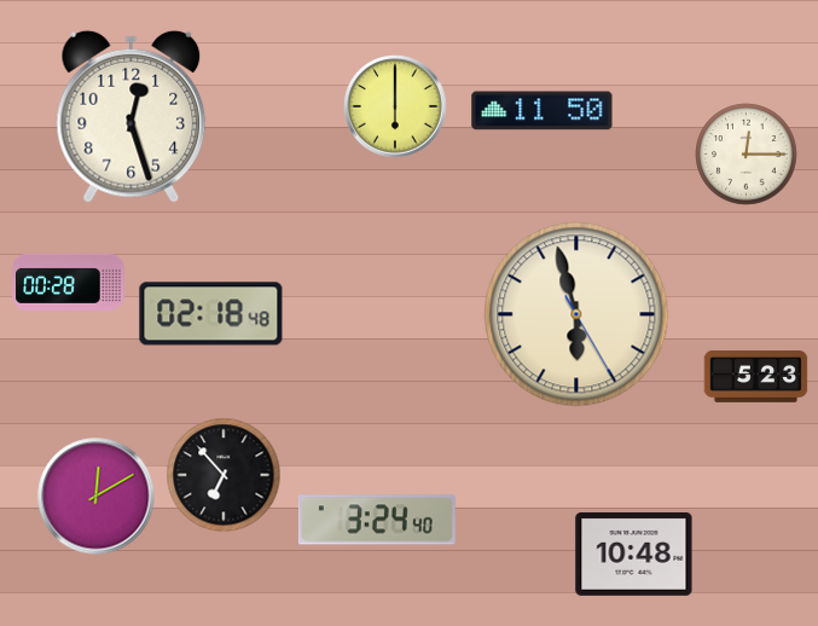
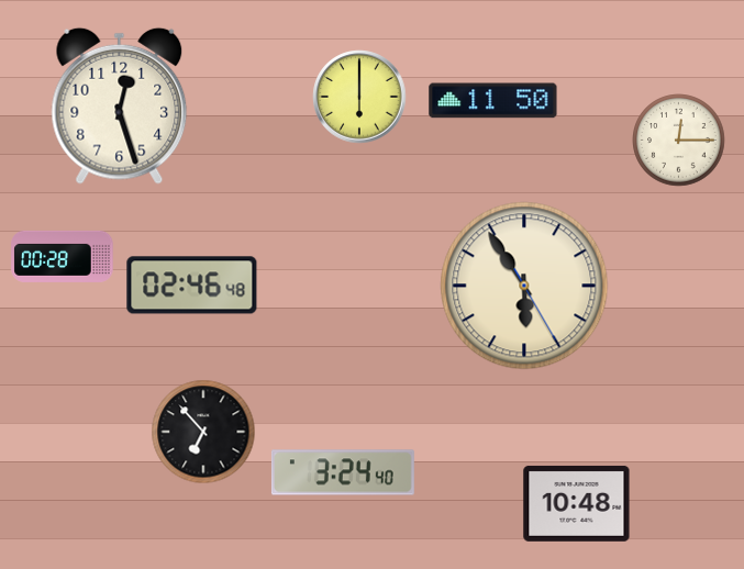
clock at (211, 314): 02:18 -> 02:46
clock at (576, 314): 5:57 -> 5:54
clock at (756, 377): 5:23 -> none
clock at (97, 497): 12:10 -> none
